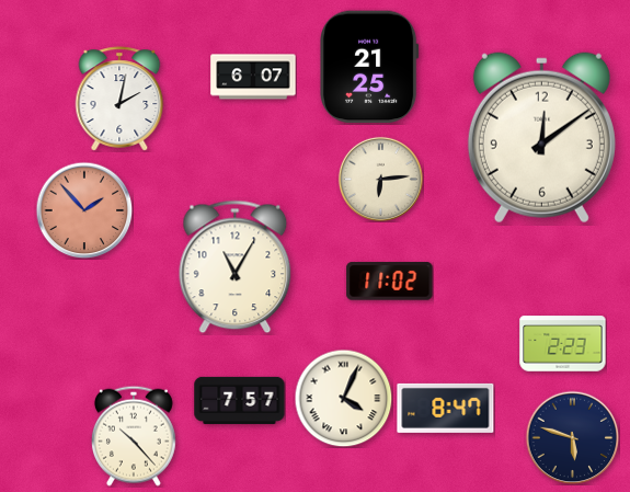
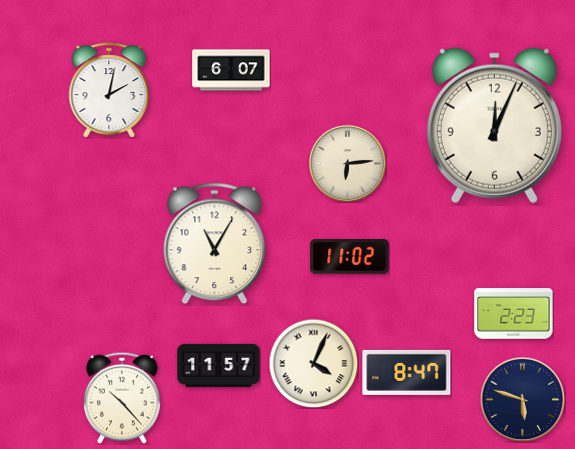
clock at (370, 67): 21:25 -> none
clock at (541, 138): 12:09 -> 12:04
clock at (84, 210): 1:53 -> none
clock at (390, 282) position: (390, 282) -> (350, 257)
clock at (240, 400): 7:57 -> 11:57
